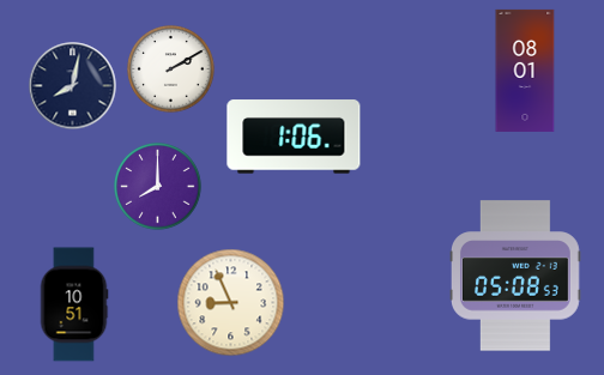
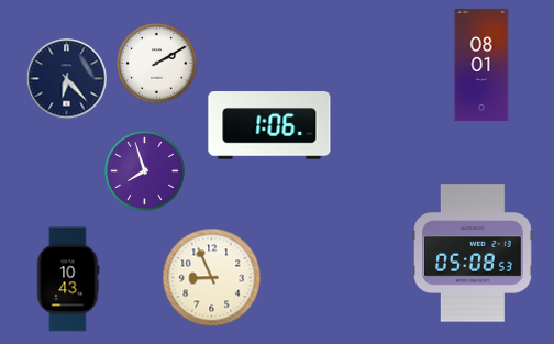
clock at (73, 86): 8:02 -> 6:23
clock at (158, 187): 8:00 -> 7:57
clock at (74, 304): 10:51 -> 10:43
